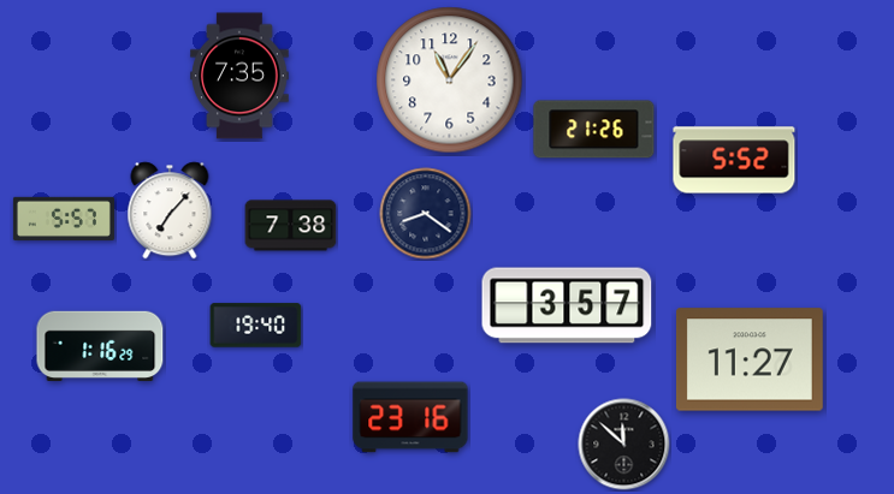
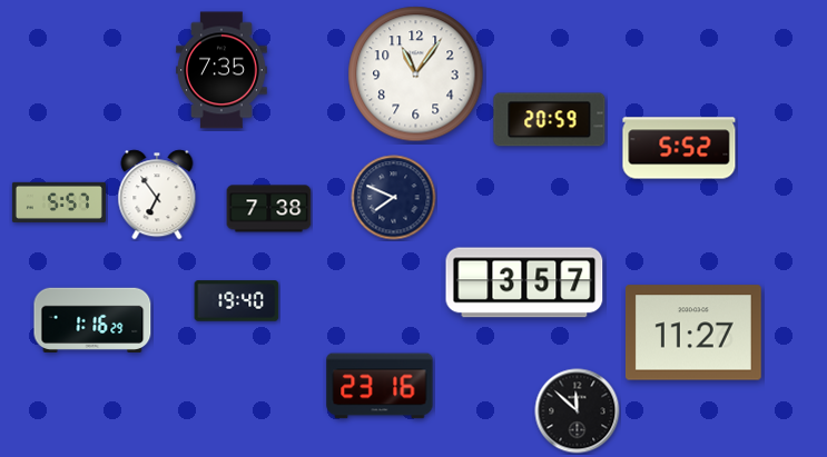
clock at (594, 130): 21:26 -> 20:59
clock at (170, 210): 7:07 -> 6:54
clock at (426, 214): 8:21 -> 7:49
